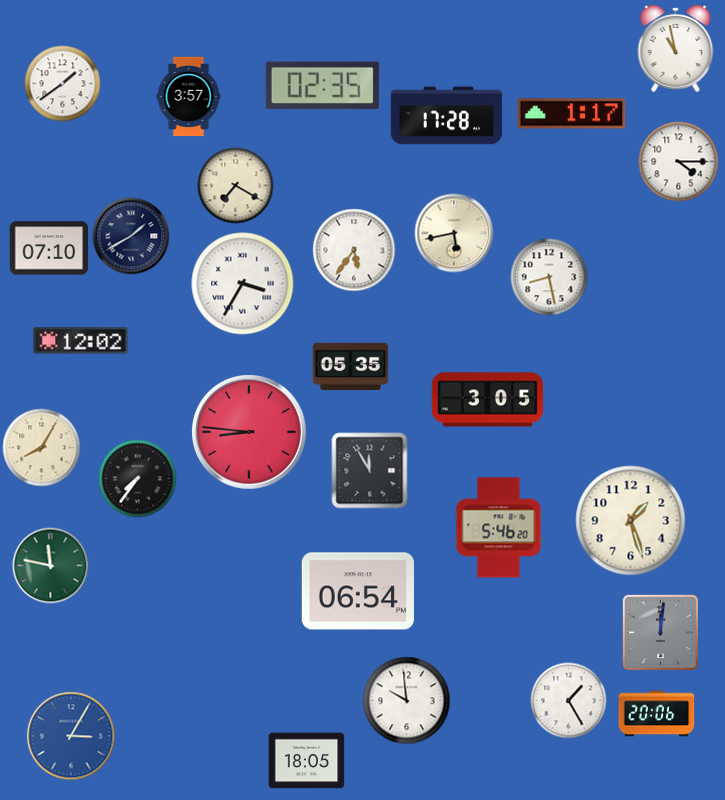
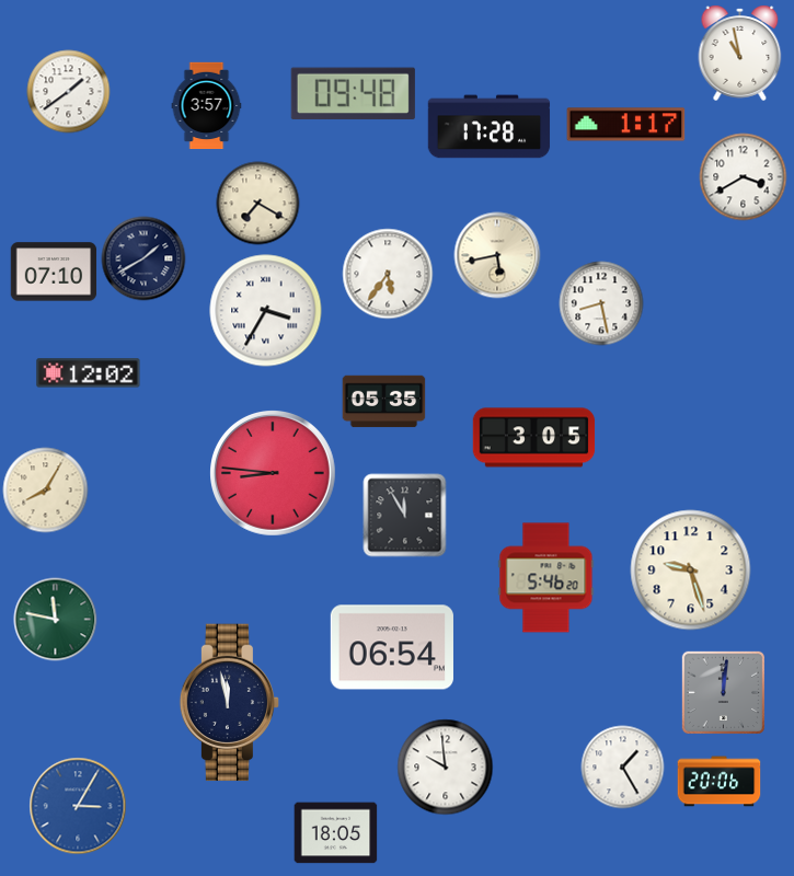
clock at (322, 86): 02:35 -> 09:48
clock at (679, 162): 4:15 -> 3:40
clock at (138, 479): 7:36 -> none
clock at (631, 521): 1:27 -> 9:27
clock at (229, 703): none -> 11:58
